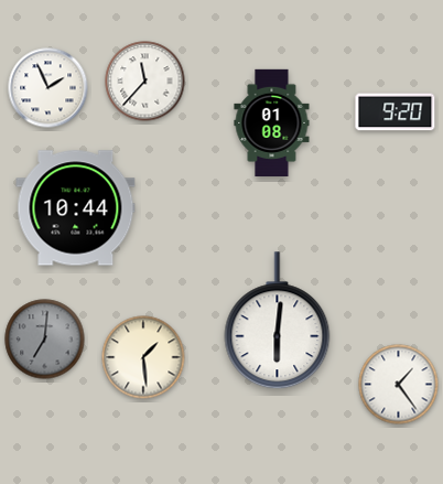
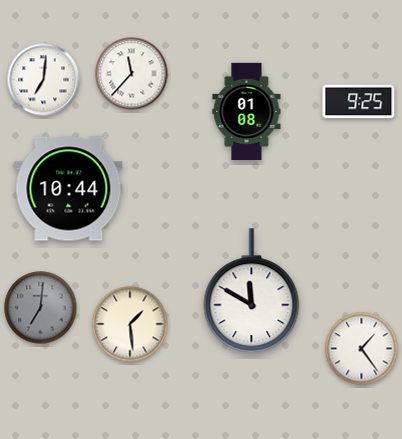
clock at (48, 88): 1:56 -> 7:01
clock at (396, 112): 9:20 -> 9:25
clock at (278, 321): 6:01 -> 11:50
